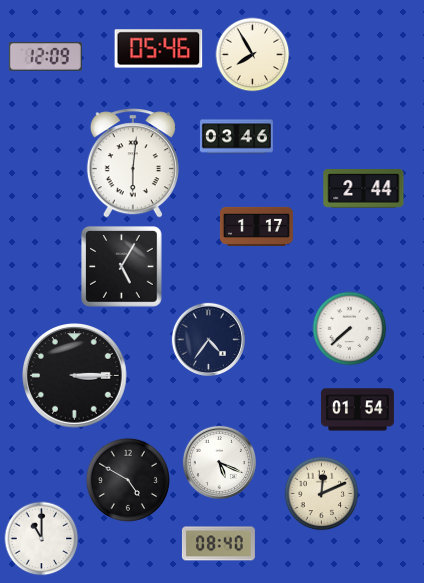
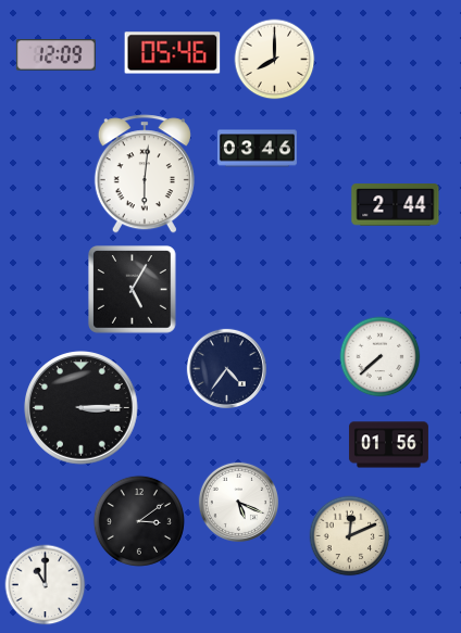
clock at (253, 55): 7:55 -> 8:00
clock at (45, 57) position: (45, 57) -> (55, 55)
clock at (133, 163) position: (133, 163) -> (145, 174)
clock at (256, 226): 1:17 -> none
clock at (357, 410): 01:54 -> 01:56
clock at (128, 480): 4:50 -> 3:09
clock at (218, 544): 08:40 -> none
